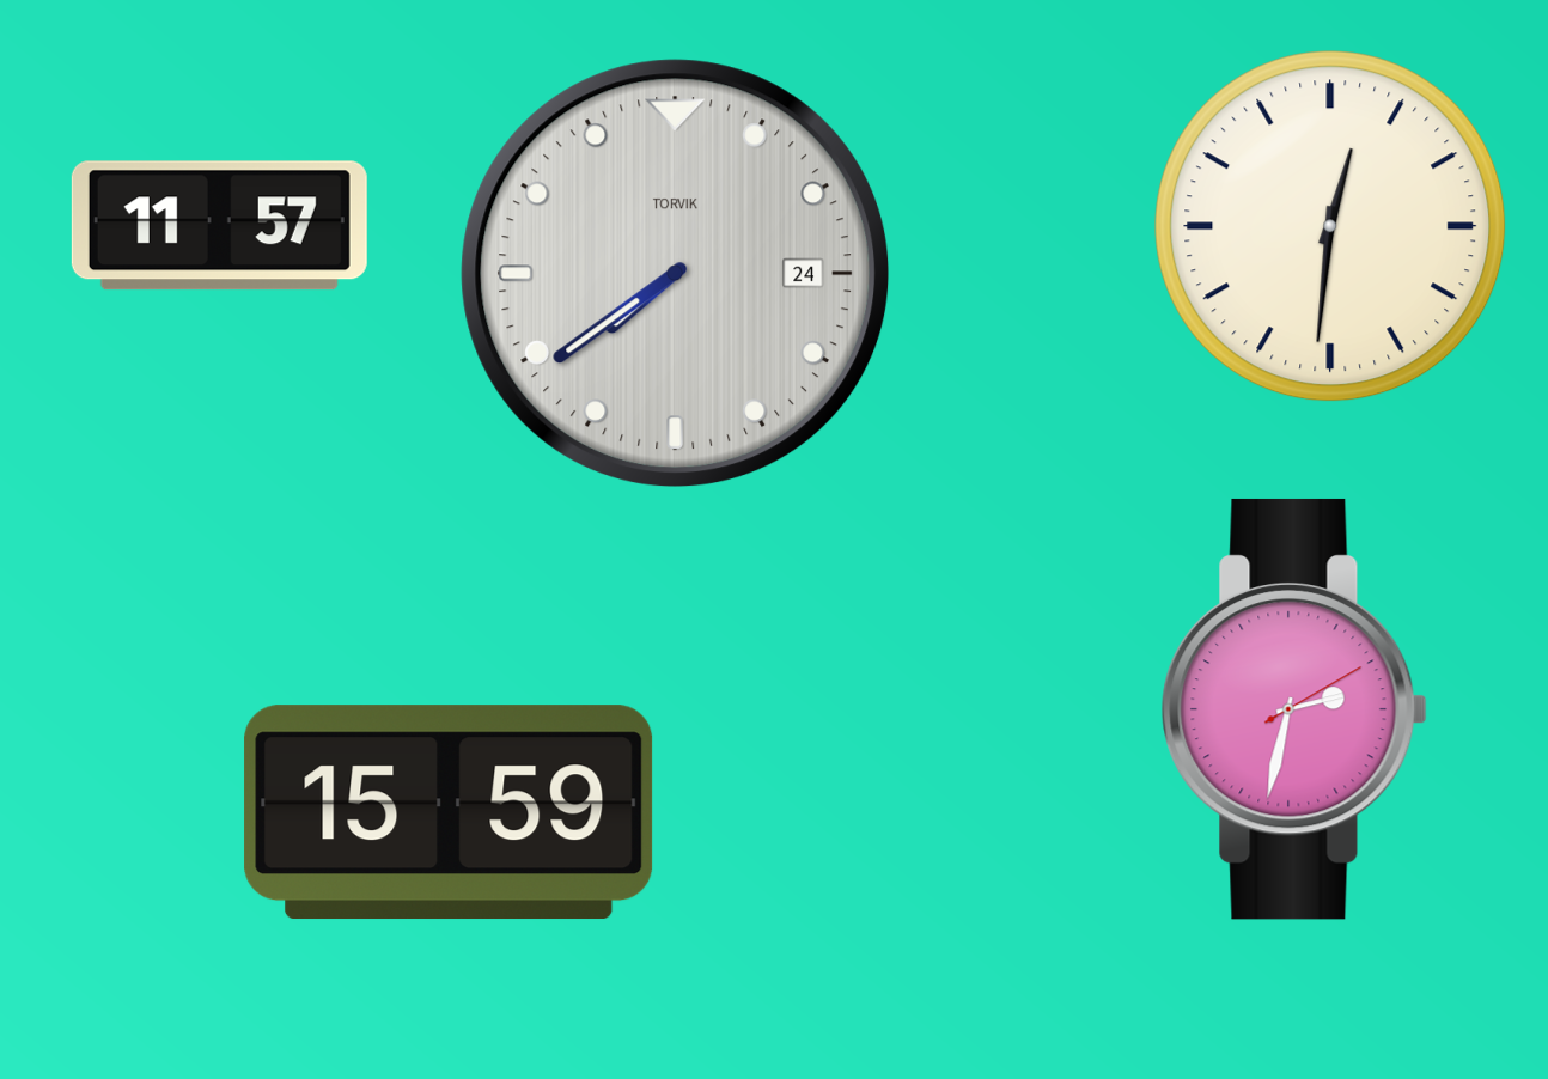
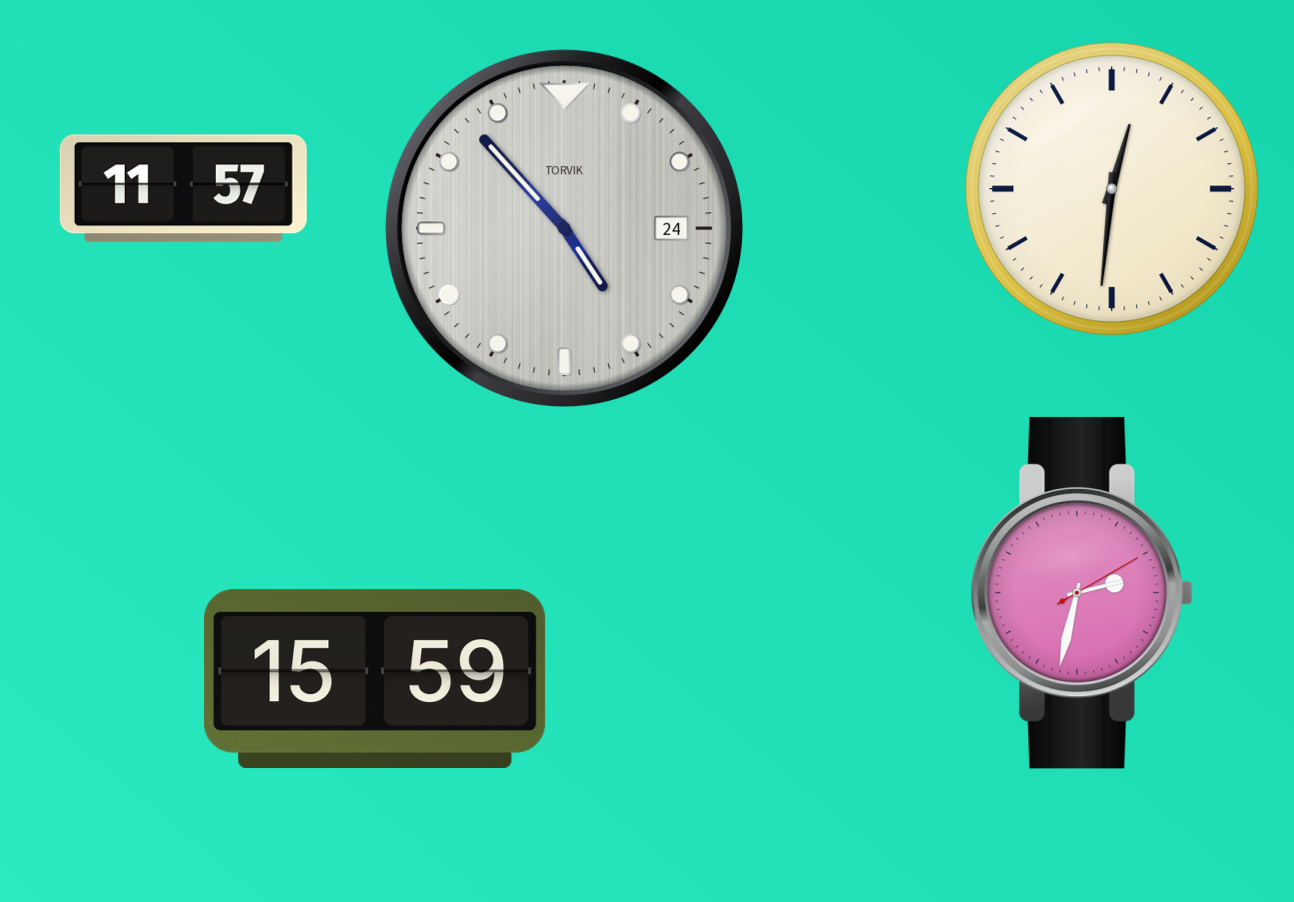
clock at (675, 273): 7:39 -> 4:53
